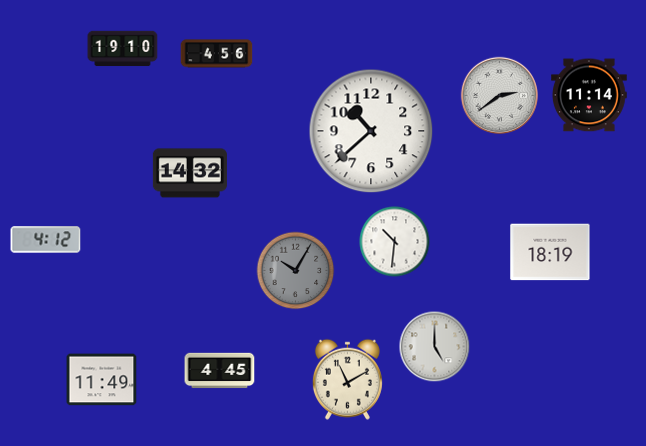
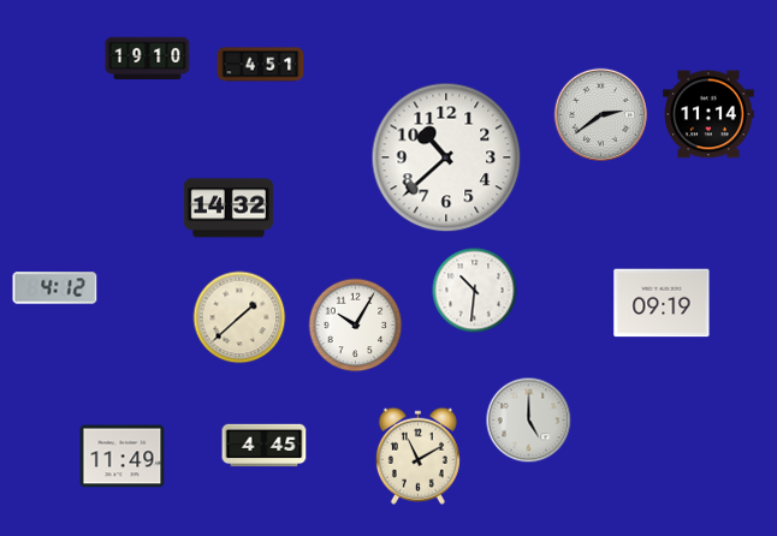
clock at (217, 54): 4:56 -> 4:51
clock at (550, 252): 18:19 -> 09:19
clock at (239, 317): none -> 1:38
clock at (296, 271) dial: grey -> white
clock at (435, 347) position: (435, 347) -> (529, 421)
